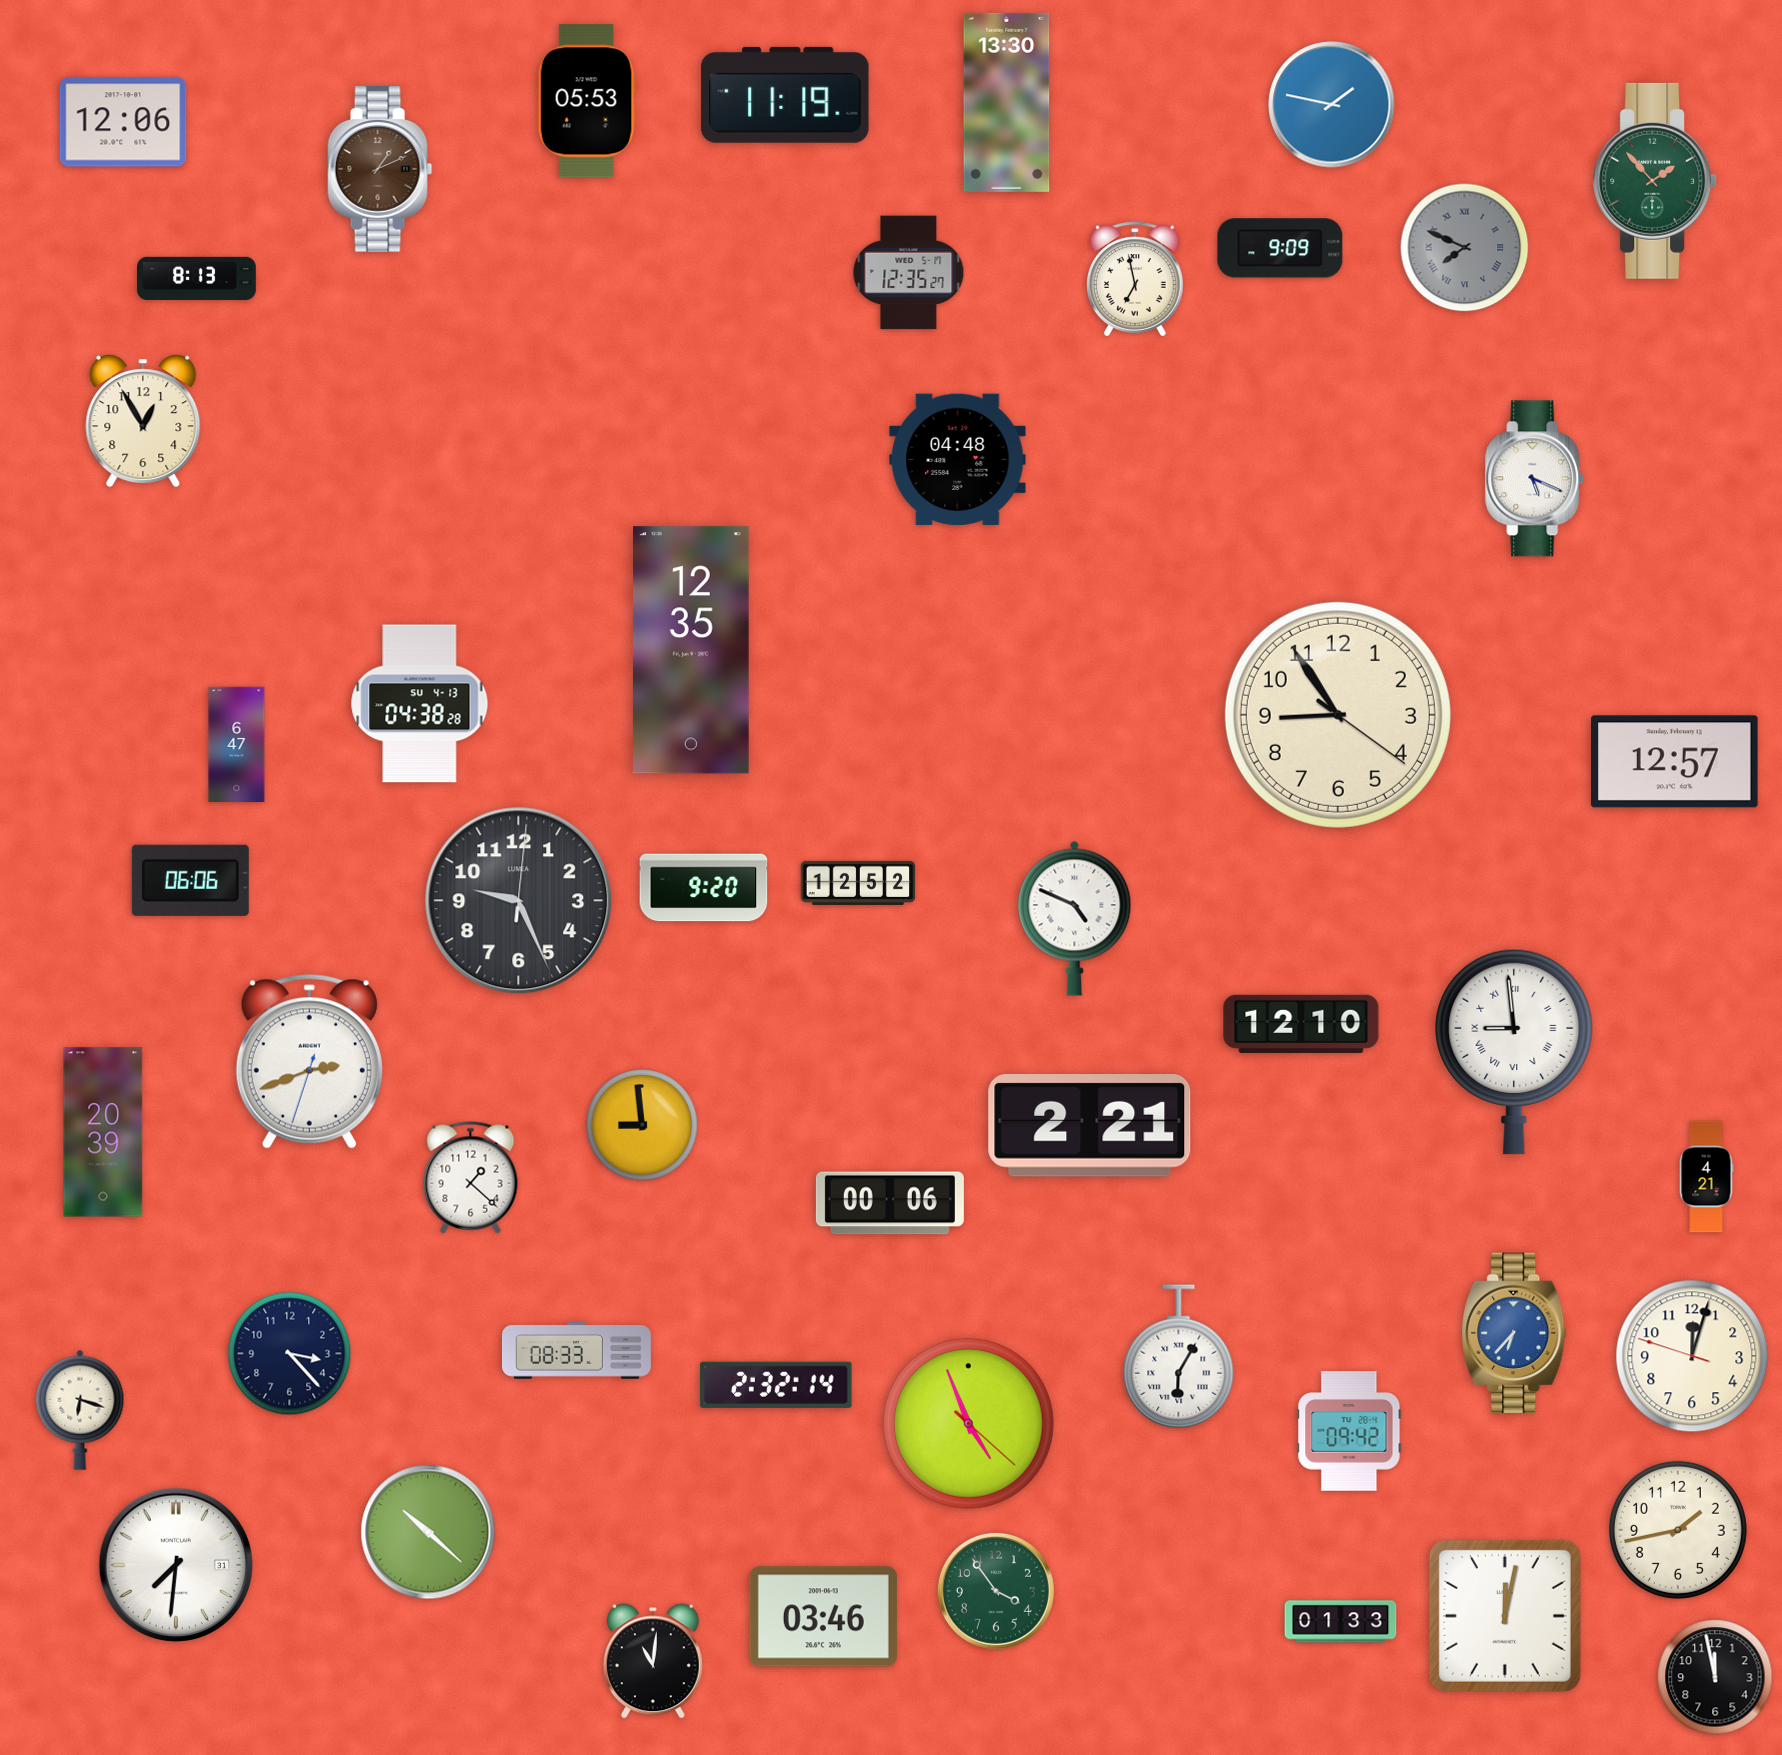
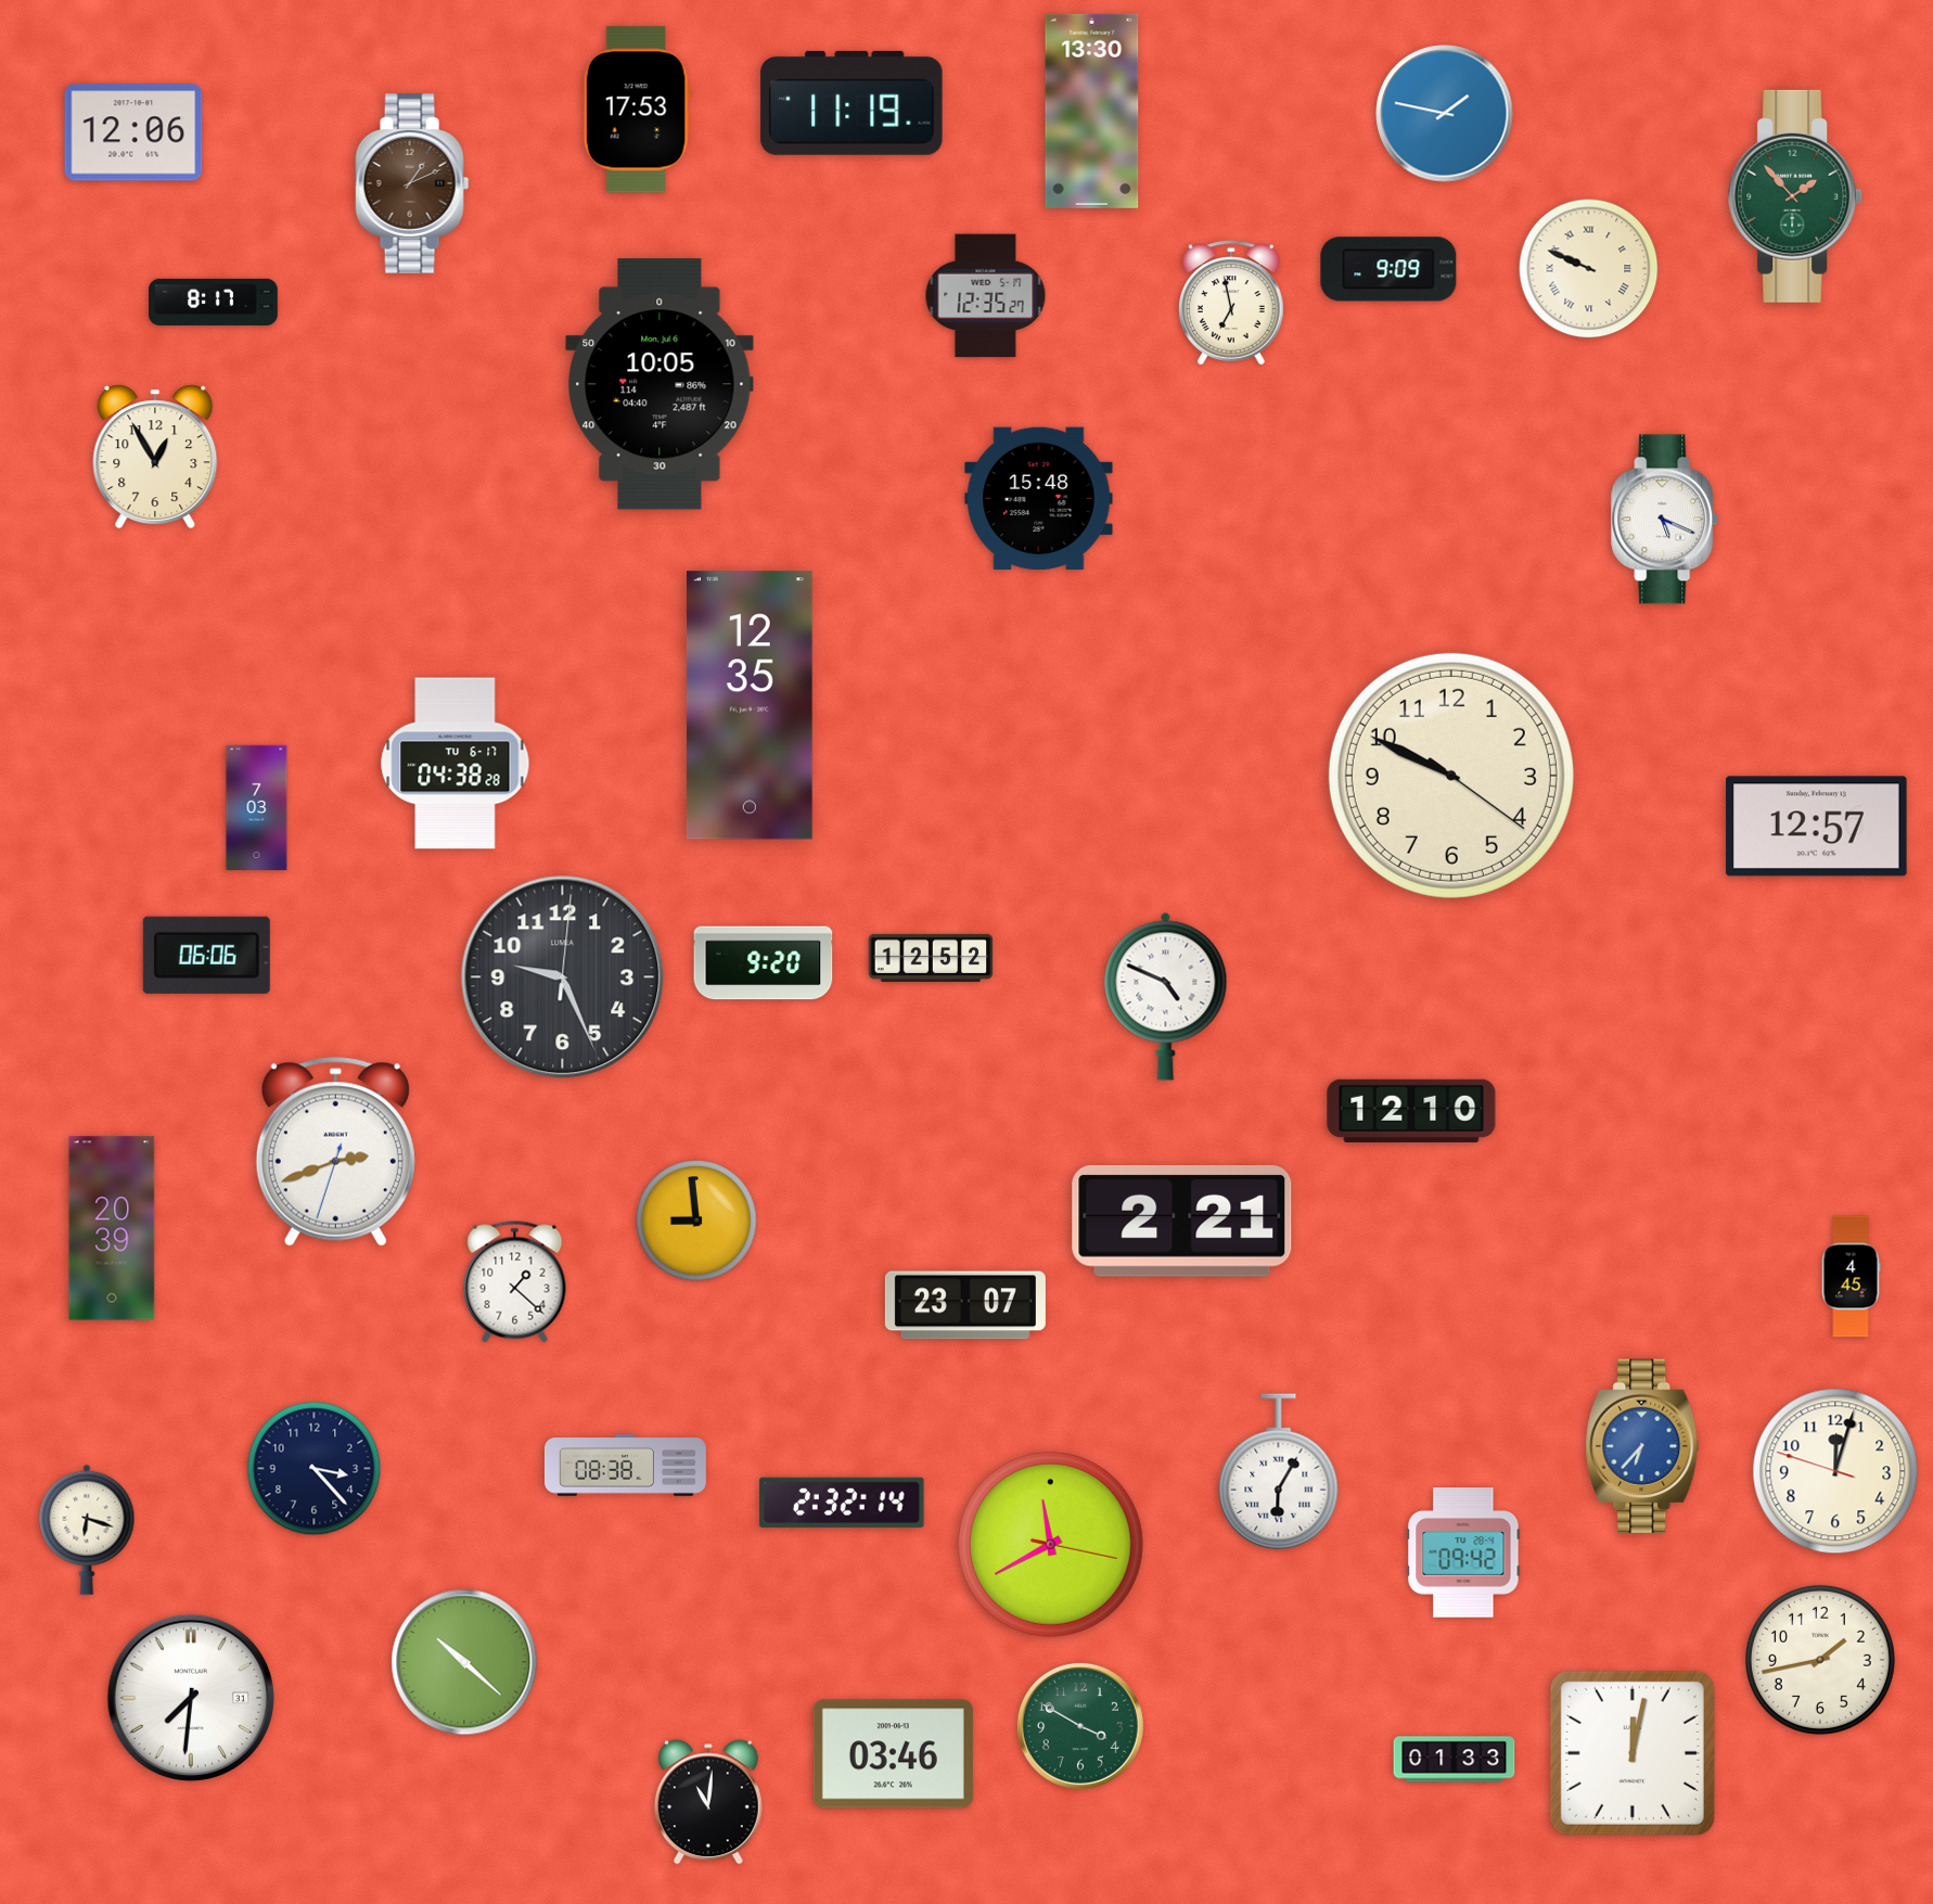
clock at (587, 101): 05:53 -> 17:53
clock at (1465, 248): 7:49 -> 9:49
clock at (1465, 248) dial: grey -> cream
clock at (197, 278): 8:13 -> 8:17
clock at (660, 384): none -> 10:05
clock at (958, 459): 04:48 -> 15:48
clock at (420, 704) date: SU 4-13 -> TU 6-17
clock at (1338, 715): 8:54 -> 9:49
clock at (237, 744): 6:47 -> 7:03
clock at (1514, 1052): 8:59 -> none
clock at (1706, 1177): 4:21 -> 4:45
clock at (471, 1178) position: (471, 1178) -> (515, 1282)
clock at (890, 1203): 00:06 -> 23:07
clock at (576, 1351): 08:33 -> 08:38
clock at (968, 1423): 4:56 -> 11:40
clock at (996, 1591): 3:54 -> 3:50
clock at (1715, 1677): 11:58 -> none
